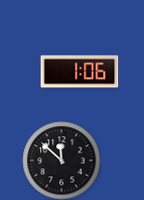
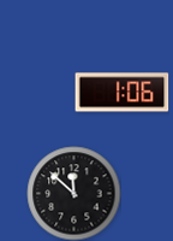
clock at (79, 72) position: (79, 72) -> (121, 93)
